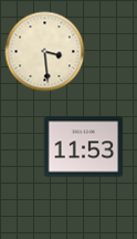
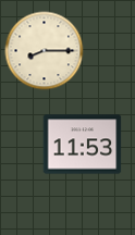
clock at (45, 52): 3:29 -> 8:15
